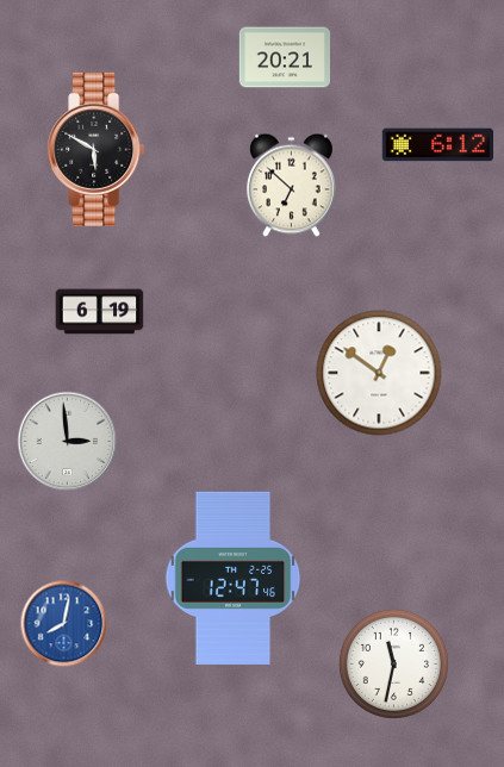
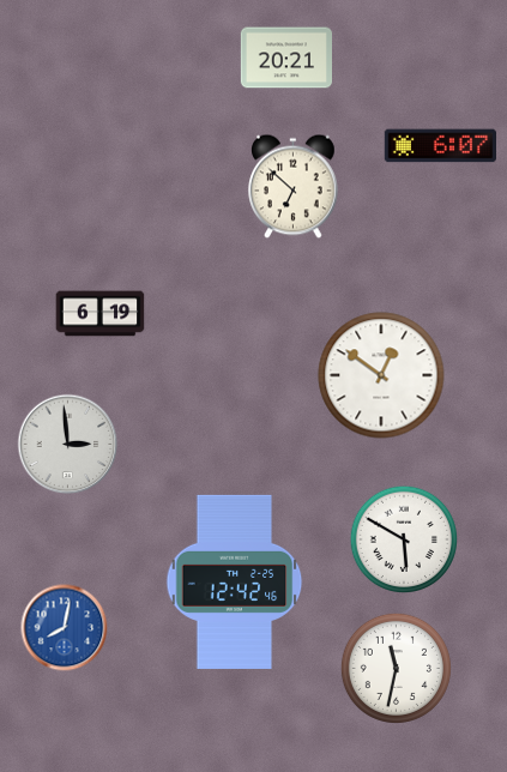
clock at (437, 145): 6:12 -> 6:07
clock at (97, 149): 5:50 -> none
clock at (403, 538): none -> 5:50
clock at (234, 578): 12:47 -> 12:42
